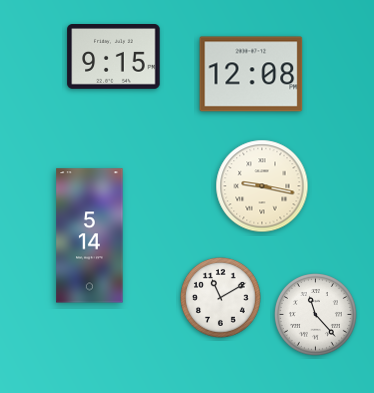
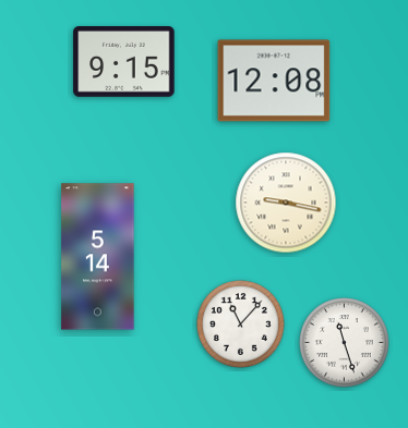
clock at (221, 298): 11:10 -> 11:07
clock at (316, 315): 11:23 -> 11:27
